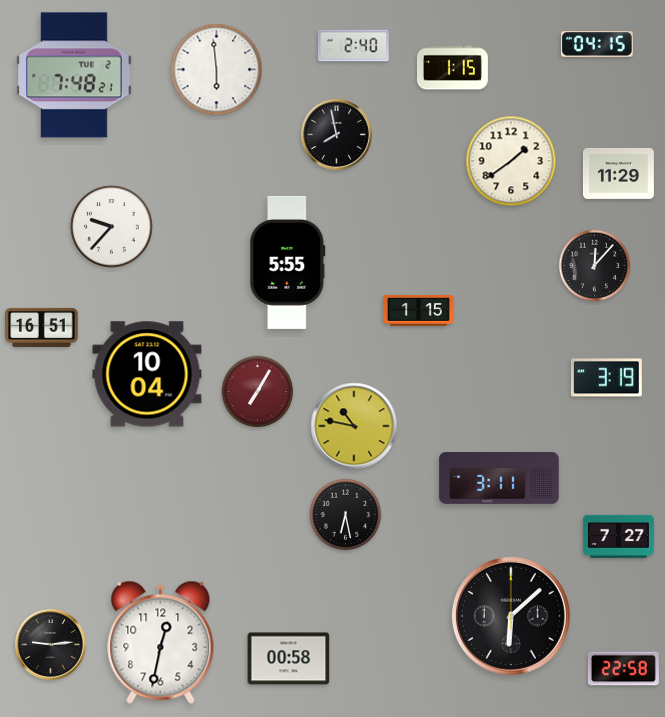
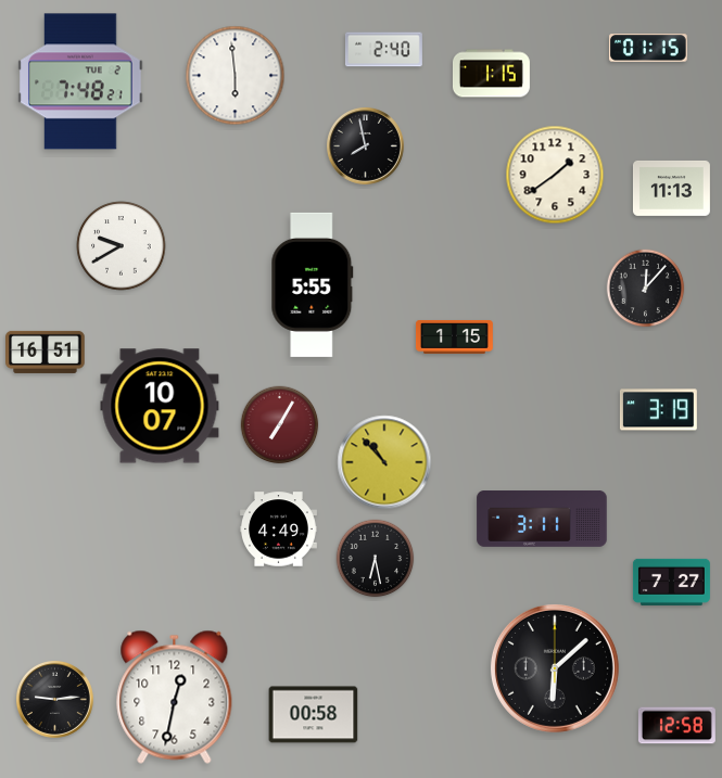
clock at (597, 44): 04:15 -> 01:15
clock at (618, 173): 11:29 -> 11:13
clock at (112, 227): 9:37 -> 9:40
clock at (42, 327) position: (42, 327) -> (46, 352)
clock at (147, 374): 10:04 -> 10:07
clock at (354, 426): 10:47 -> 10:53
clock at (278, 530): none -> 4:49
clock at (623, 669): 22:58 -> 12:58
